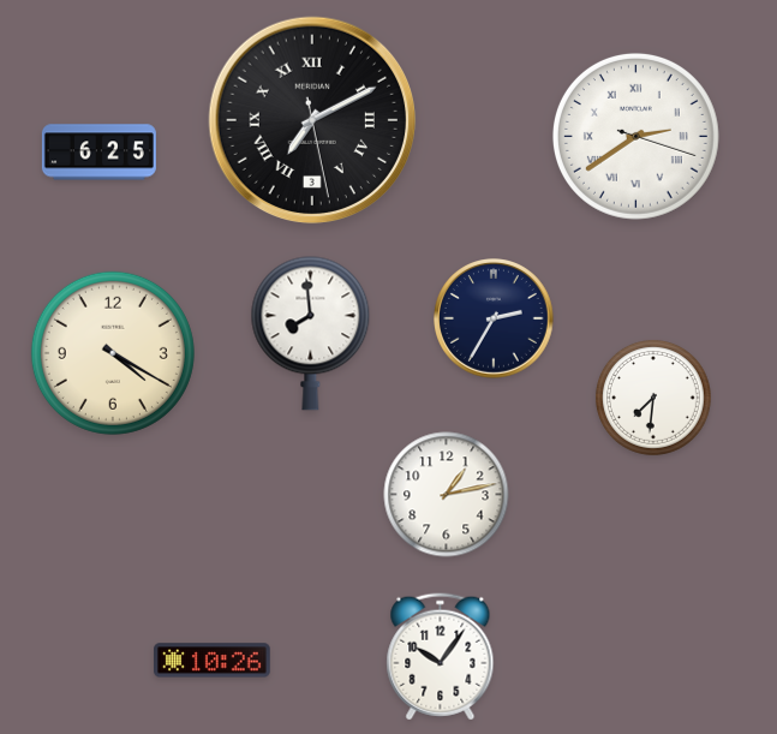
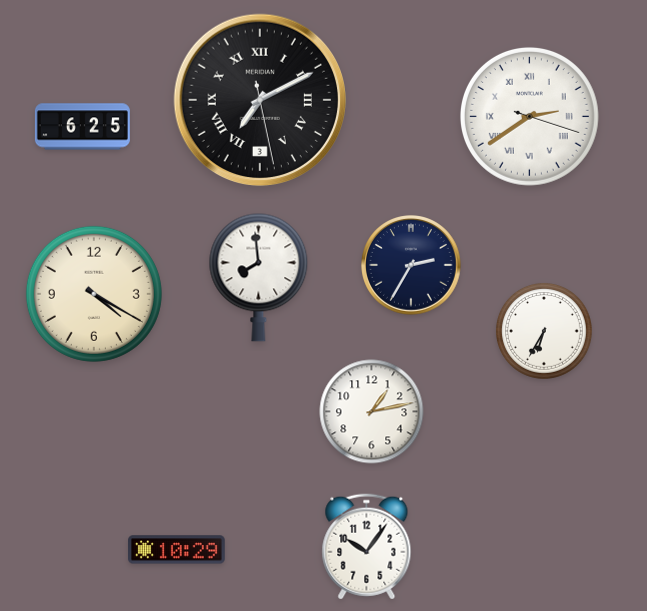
clock at (635, 136) position: (635, 136) -> (529, 116)
clock at (653, 398): 7:31 -> 6:35
clock at (213, 661): 10:26 -> 10:29
